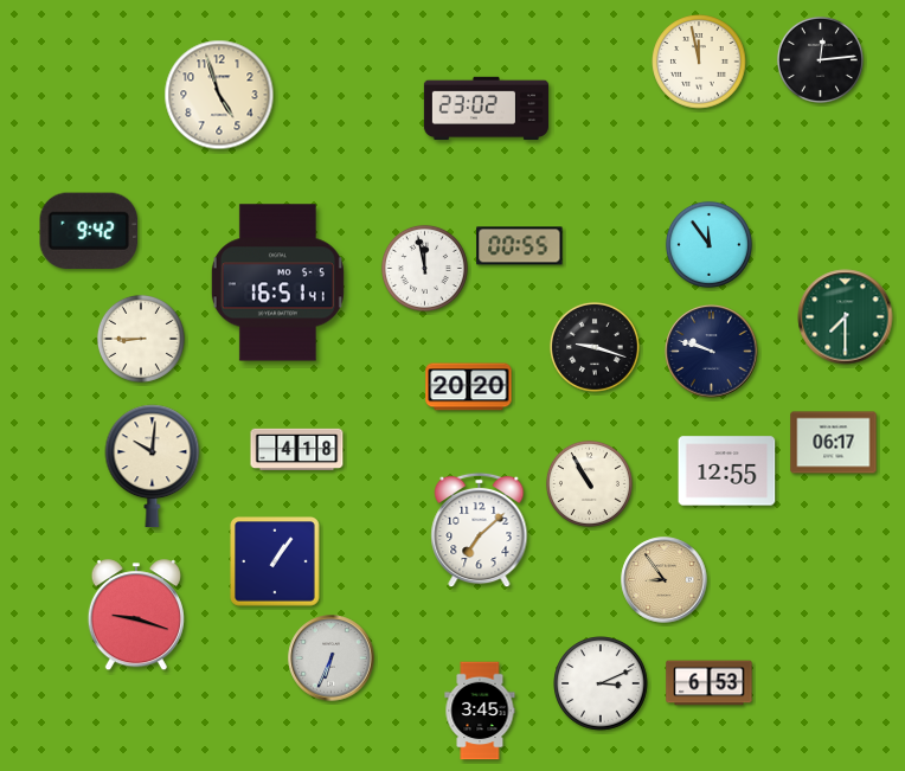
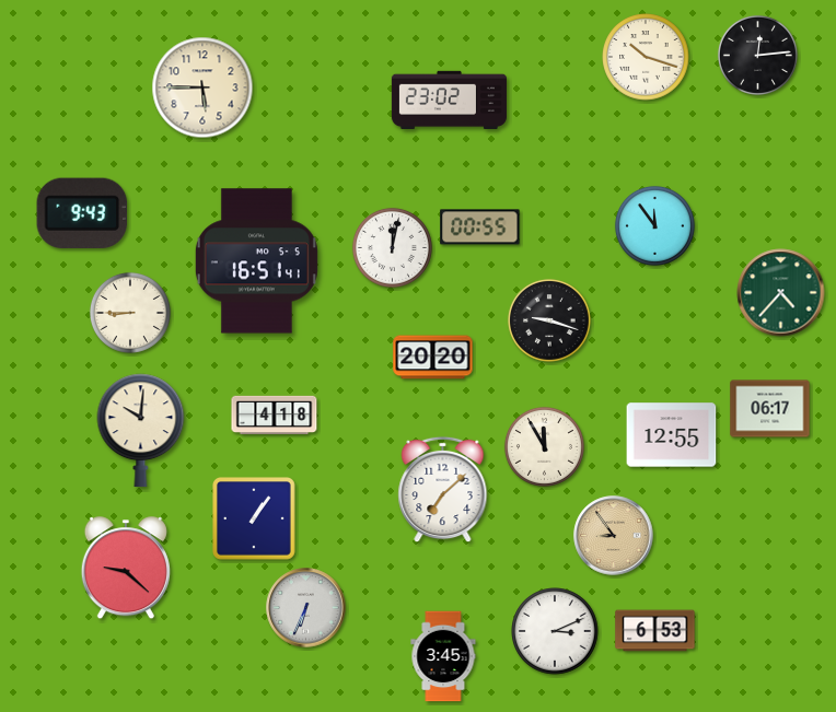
clock at (699, 62): 11:58 -> 10:18
clock at (219, 95): 4:57 -> 5:45
clock at (89, 231): 9:42 -> 9:43
clock at (424, 268): 11:58 -> 12:02
clock at (846, 317): 7:30 -> 4:37
clock at (712, 352): 9:48 -> none
clock at (589, 483): 10:55 -> 11:55
clock at (136, 616): 9:18 -> 9:22
